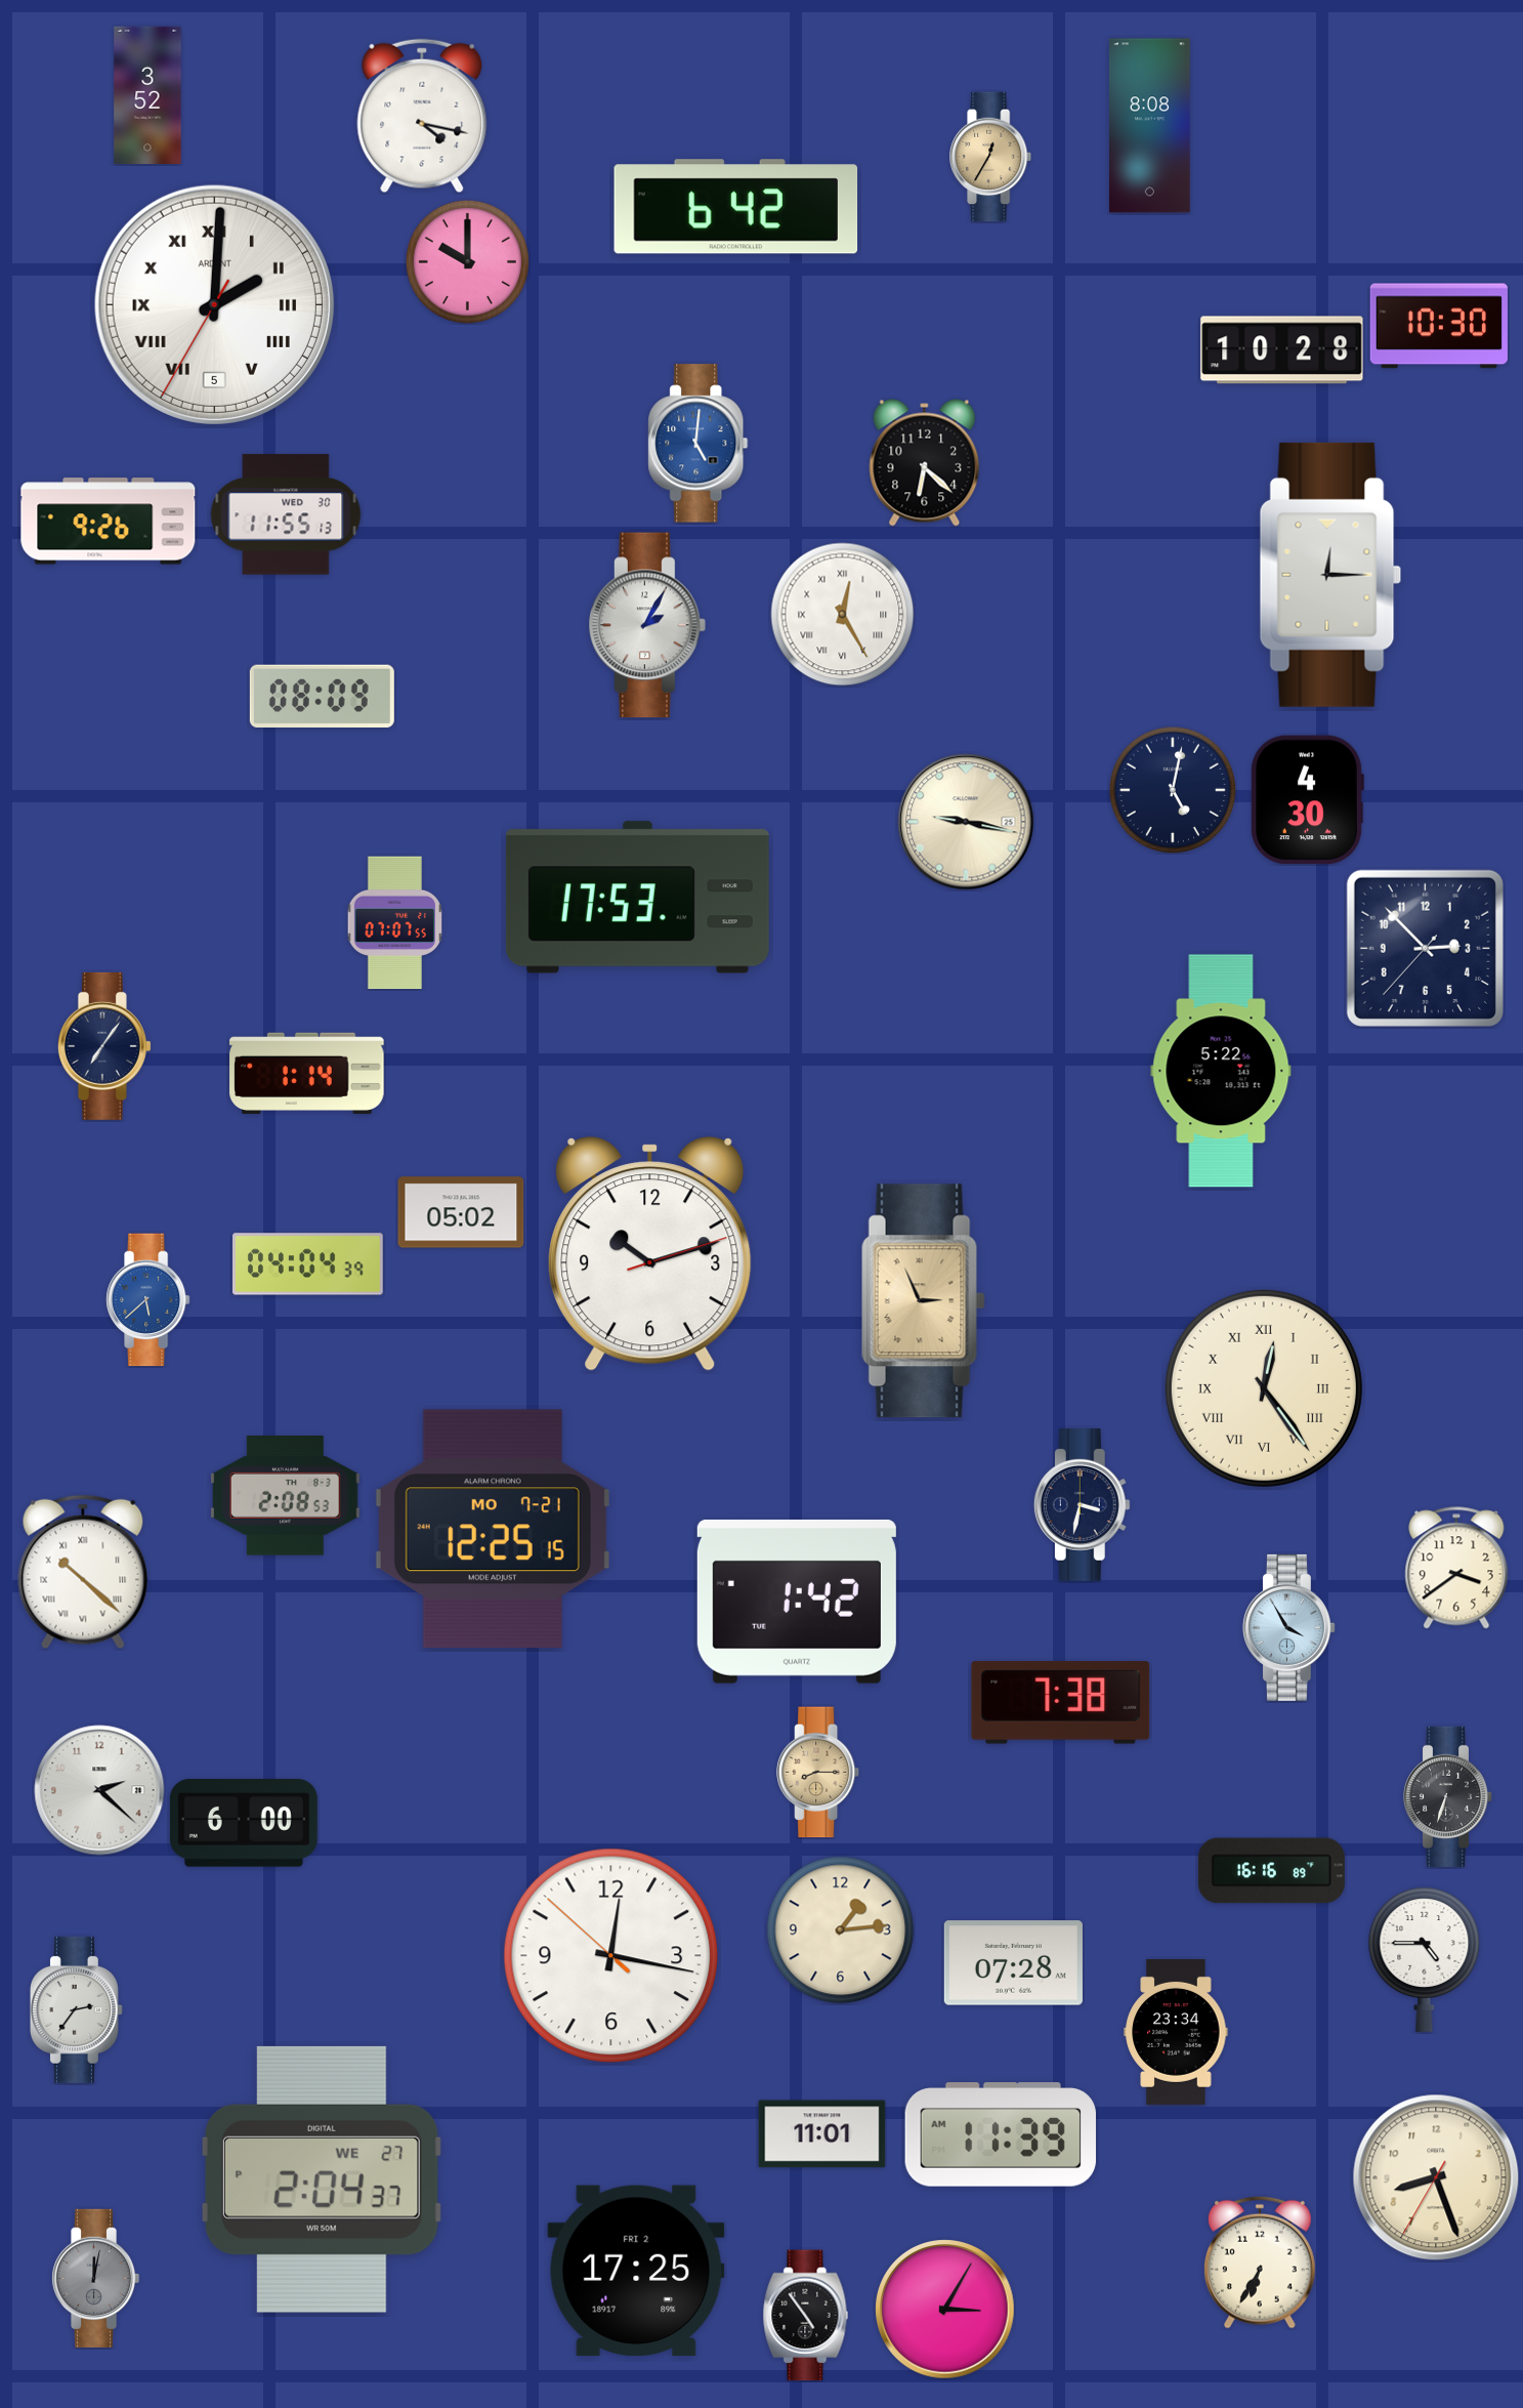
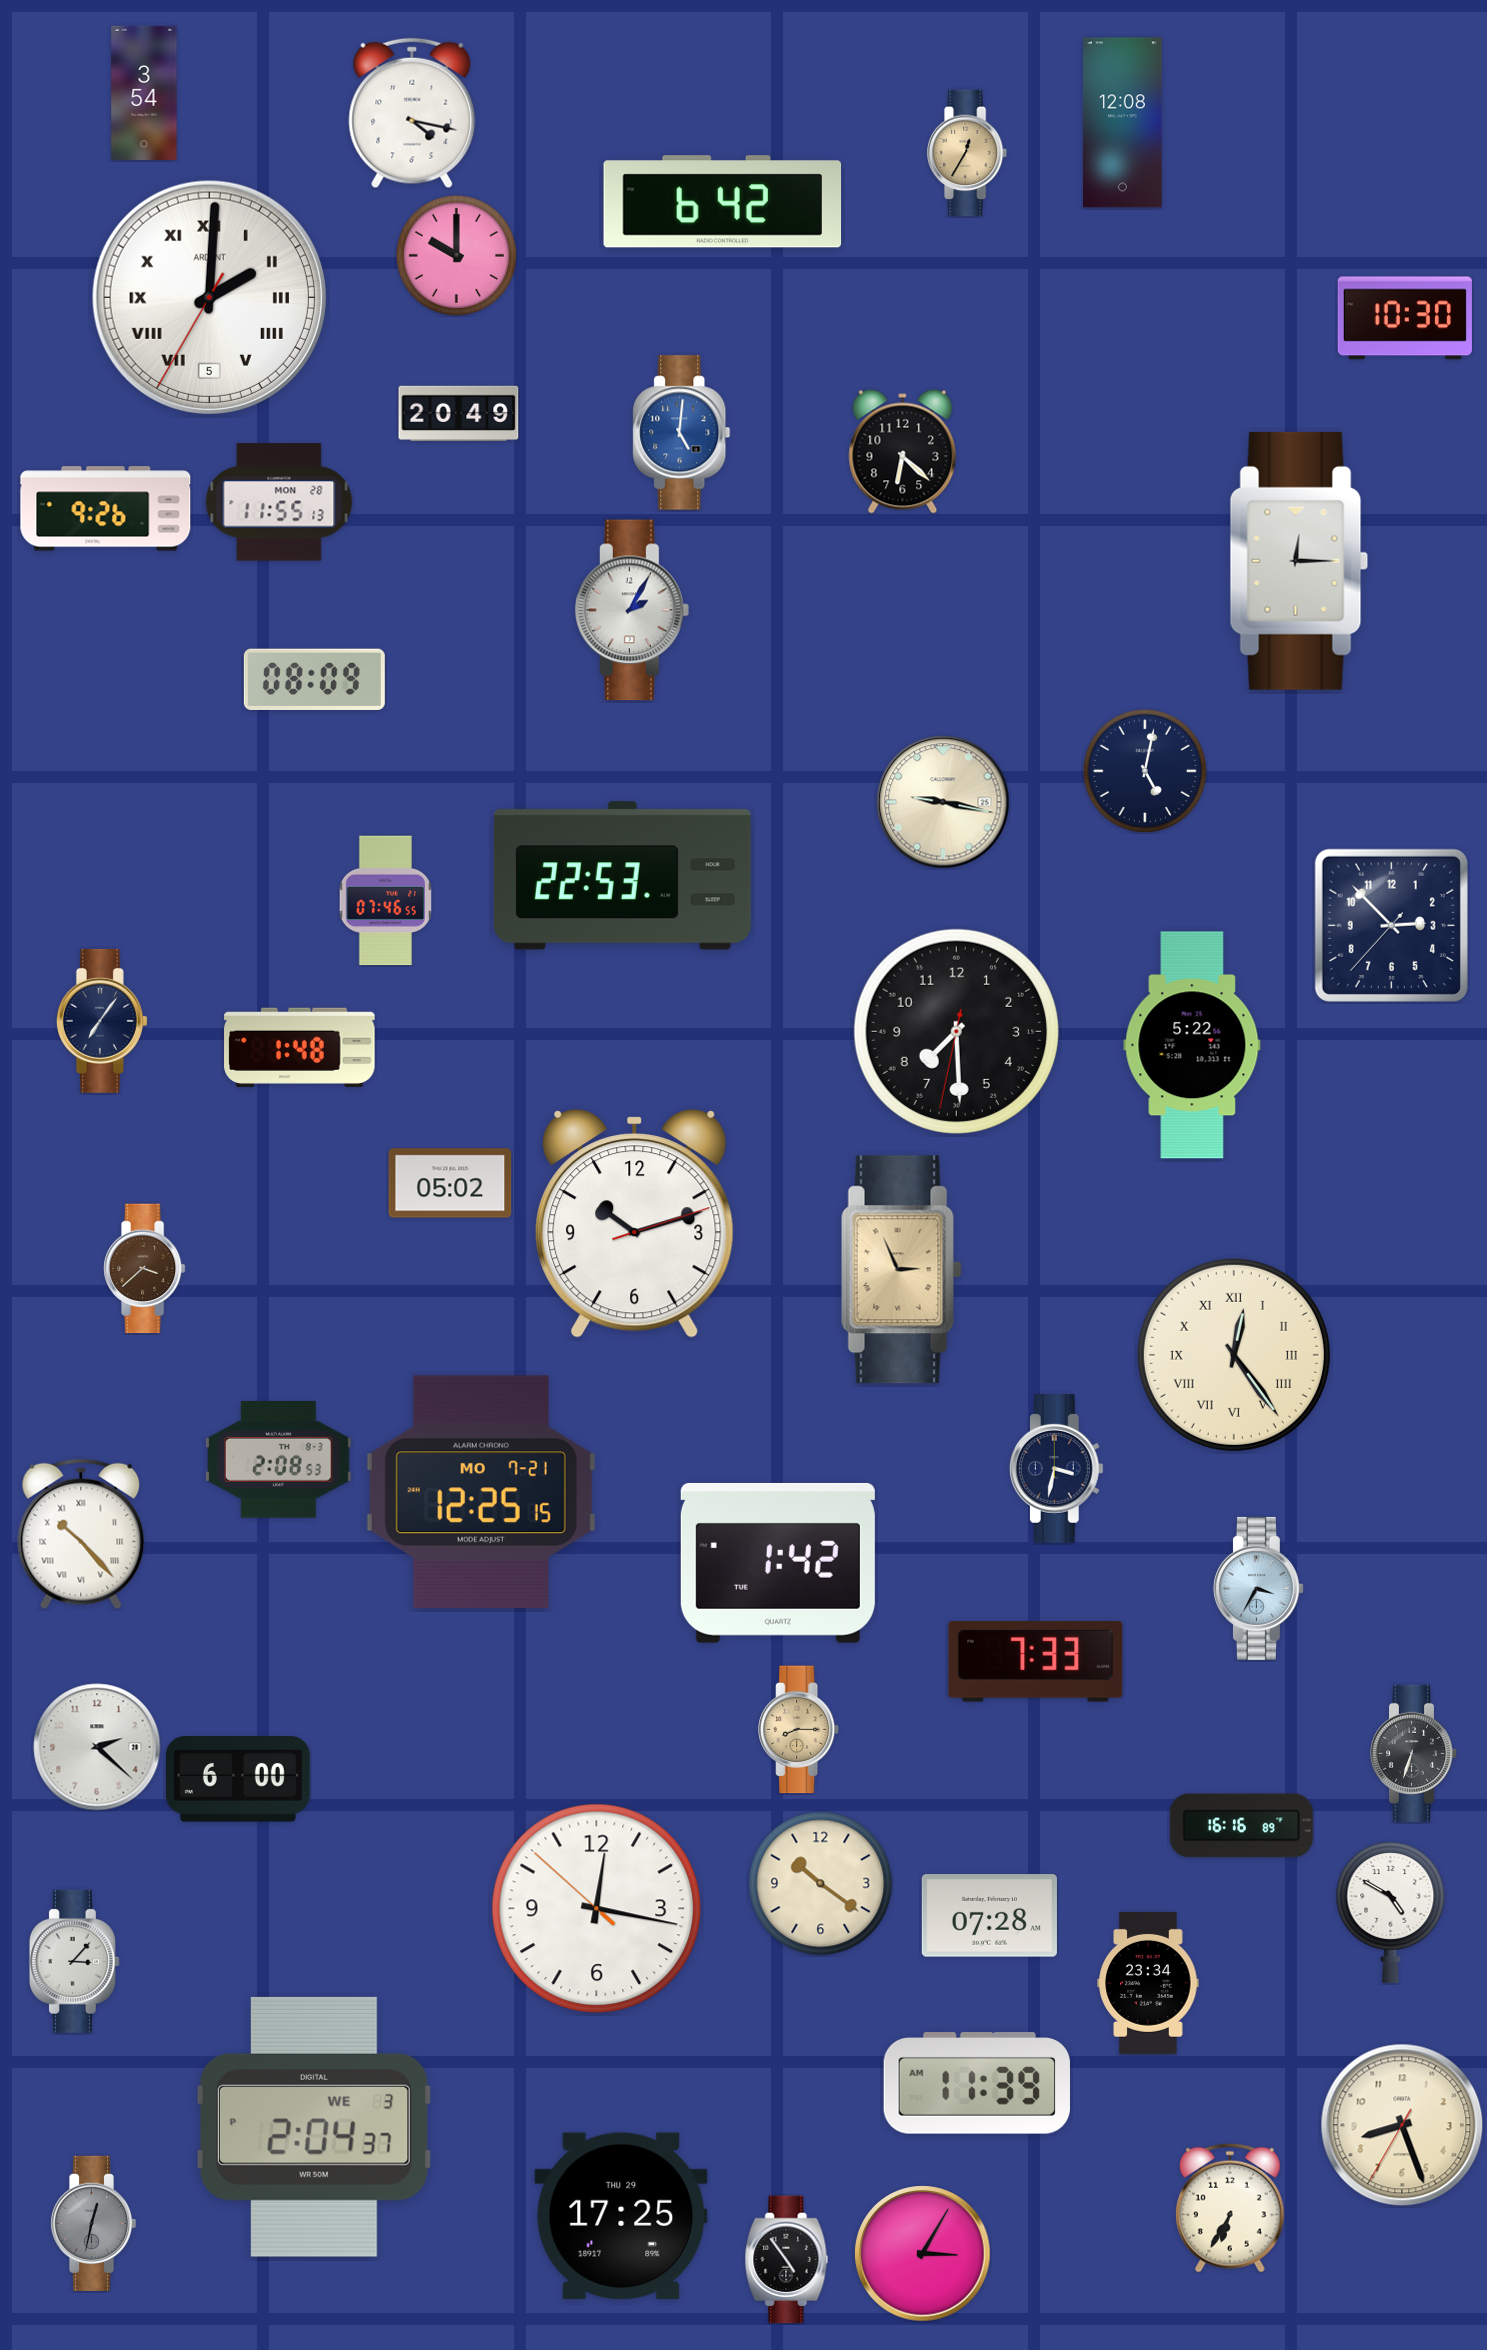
clock at (147, 94): 3:52 -> 3:54
clock at (1149, 126): 8:08 -> 12:08
clock at (736, 207) position: (736, 207) -> (723, 202)
clock at (1282, 350): 10:28 -> none
clock at (459, 414): none -> 20:49
clock at (286, 514) date: WED 30 -> MON 28
clock at (843, 615): 12:25 -> none
clock at (1307, 800): 4:30 -> none
clock at (637, 898): 17:53 -> 22:53
clock at (394, 923): 07:07 -> 07:46
clock at (956, 1031): none -> 7:29
clock at (307, 1073): 1:14 -> 1:48
clock at (308, 1264): 04:04 -> none
clock at (149, 1300): 5:38 -> 3:38
clock at (149, 1300) dial: blue -> brown
clock at (1456, 1568): 3:39 -> none
clock at (83, 1572): 10:22 -> 10:23
clock at (1288, 1627): 3:55 -> 3:35
clock at (1061, 1703): 7:38 -> 7:33
clock at (841, 1930): 1:14 -> 10:21
clock at (1425, 1959): 4:45 -> 4:50
clock at (76, 2009): 2:36 -> 3:07
clock at (822, 2134): 11:01 -> none
clock at (322, 2179) date: WE 27 -> WE 3
clock at (636, 2271) date: FRI 2 -> THU 29
clock at (95, 2278): 12:02 -> 12:32
